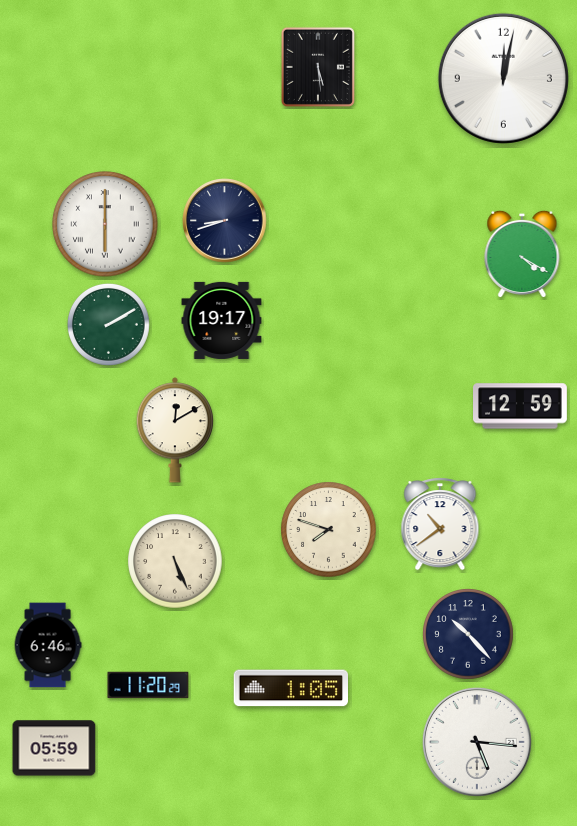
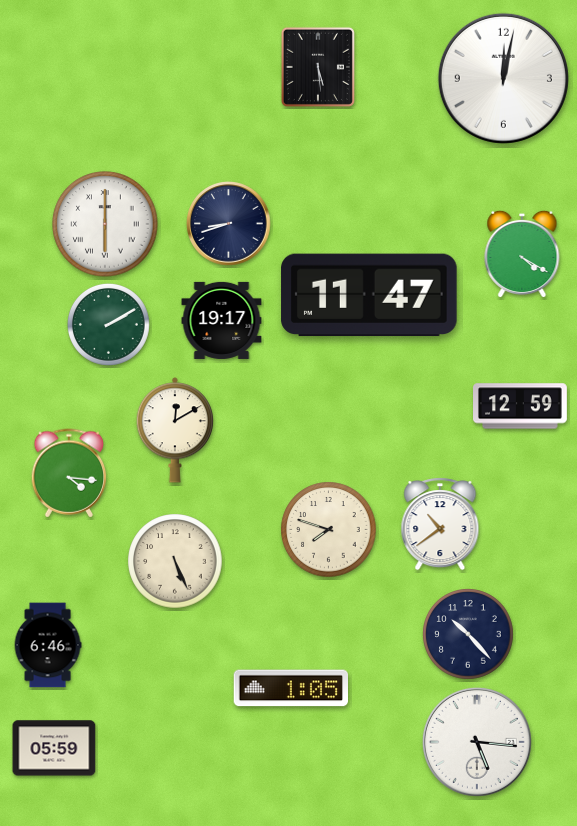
clock at (225, 221) position: (225, 221) -> (229, 224)
clock at (369, 295): none -> 11:47
clock at (69, 473): none -> 4:16
clock at (148, 685): 11:20 -> none
